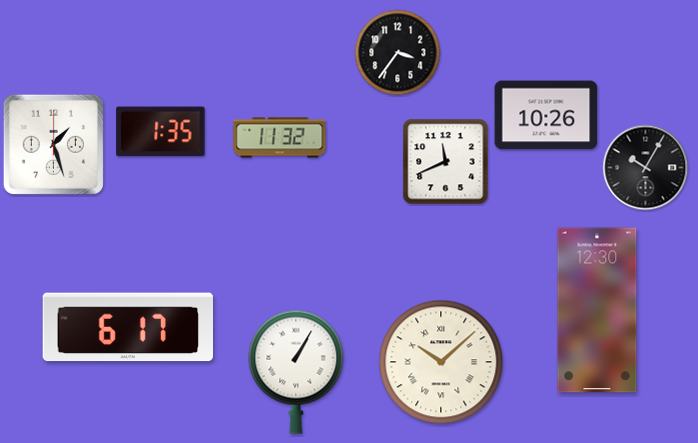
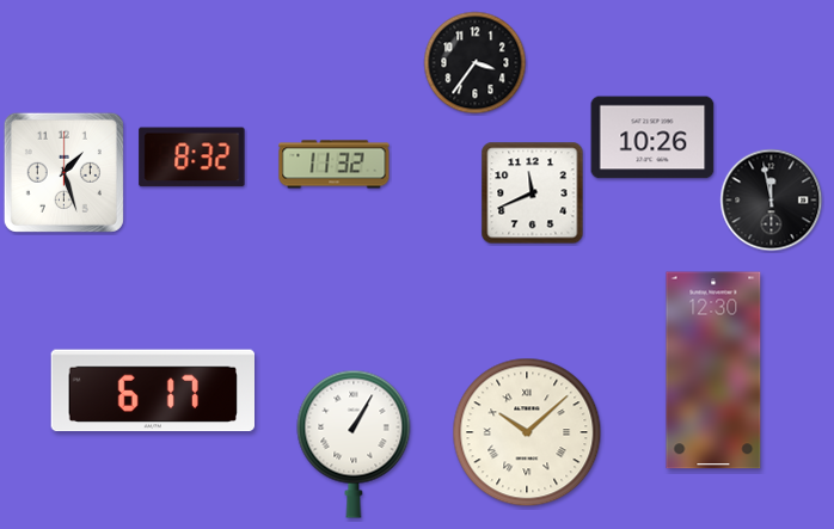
clock at (161, 132): 1:35 -> 8:32
clock at (646, 168): 10:05 -> 11:58
